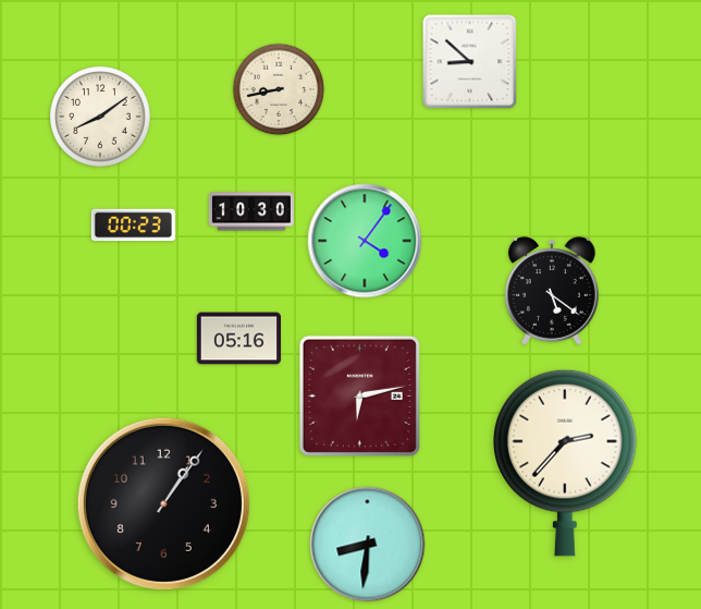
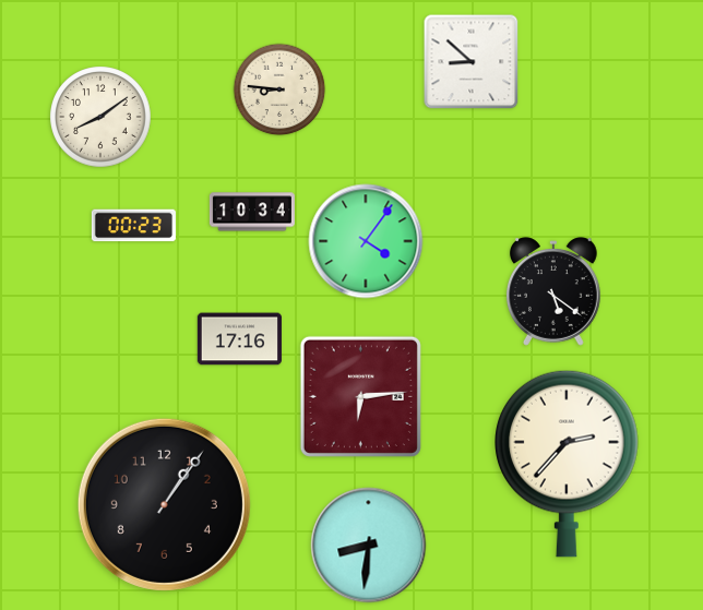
clock at (279, 89): 8:43 -> 8:46
clock at (251, 211): 10:30 -> 10:34
clock at (238, 339): 05:16 -> 17:16
clock at (359, 395): 6:13 -> 6:14
